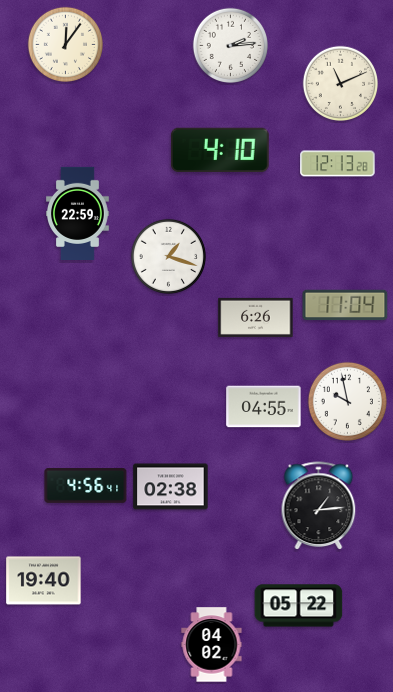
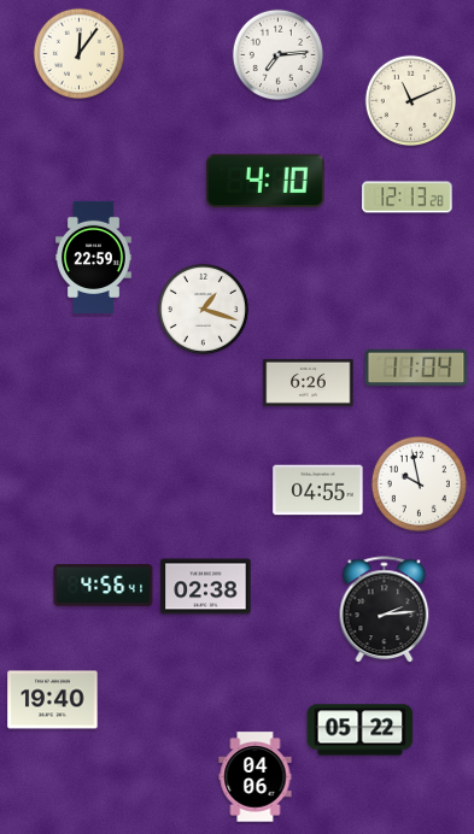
clock at (230, 45): 2:14 -> 7:14
clock at (319, 505): 1:14 -> 2:14
clock at (212, 645): 04:02 -> 04:06
